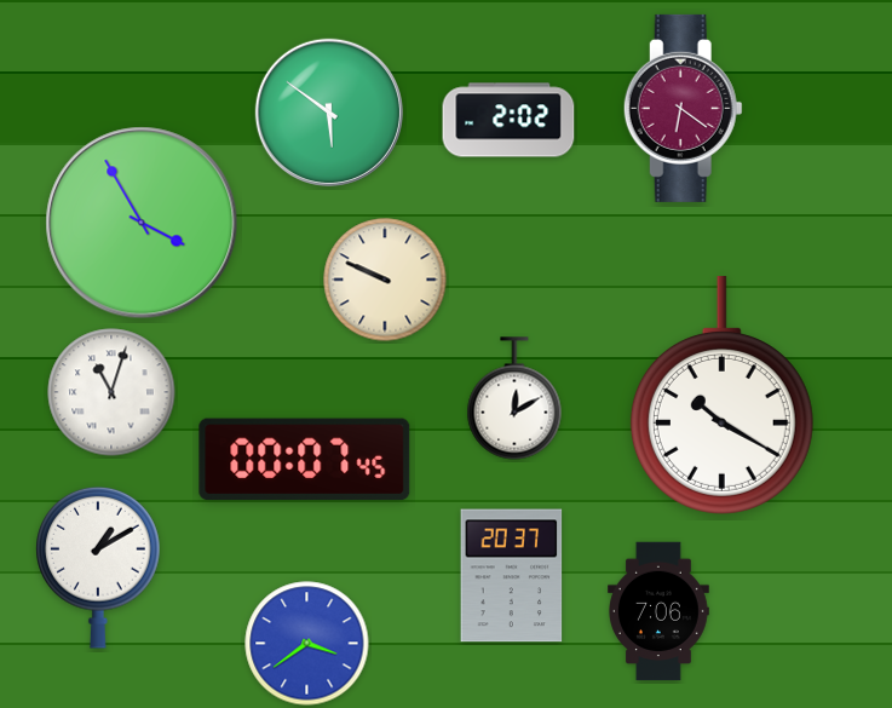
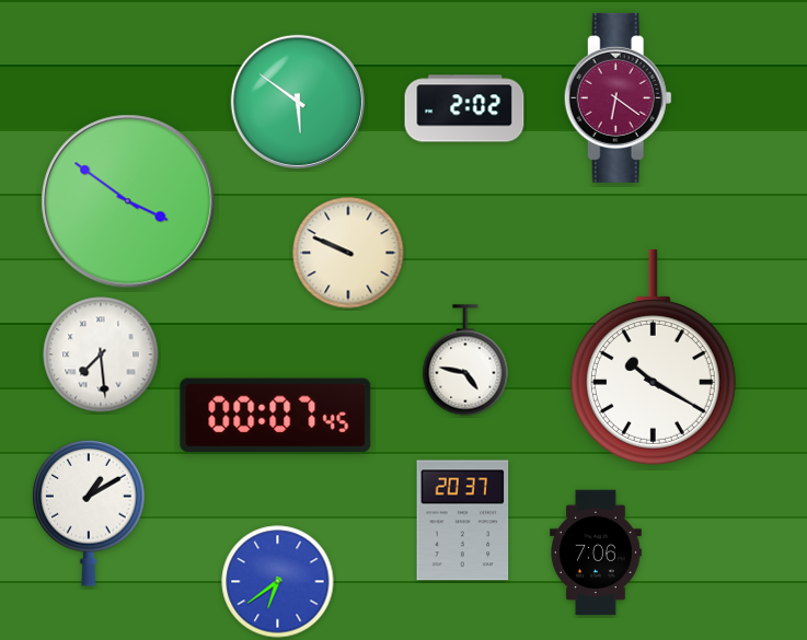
clock at (508, 120) position: (508, 120) -> (464, 108)
clock at (142, 223): 3:55 -> 3:51
clock at (111, 392): 11:03 -> 7:29
clock at (514, 398): 12:10 -> 4:47
clock at (307, 644): 3:39 -> 6:39
